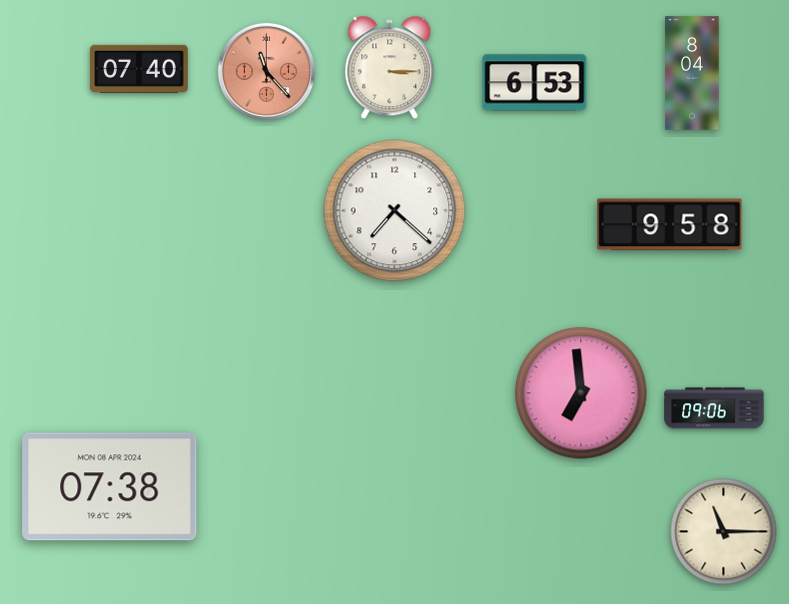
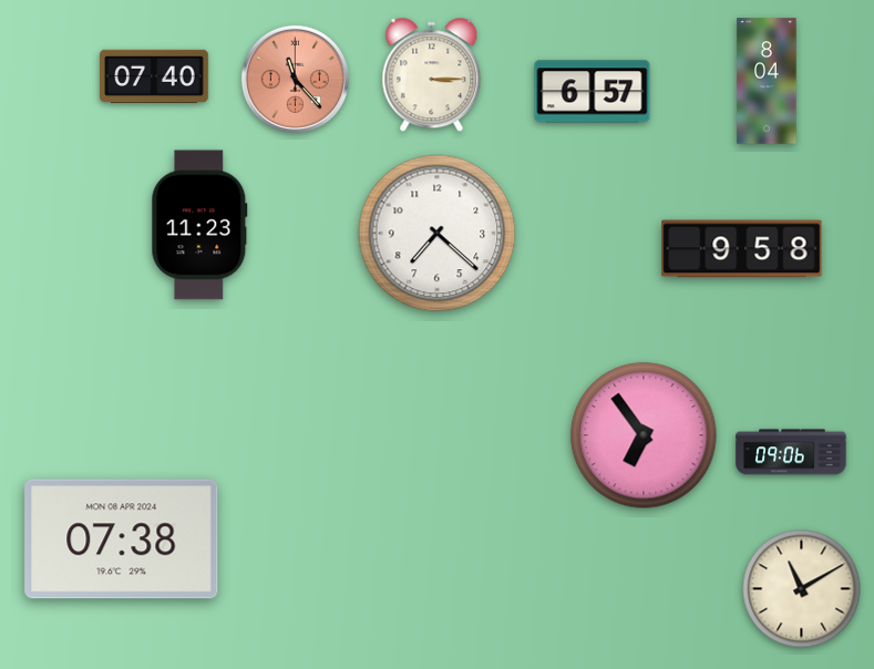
clock at (535, 83): 6:53 -> 6:57
clock at (199, 225): none -> 11:23
clock at (581, 393): 6:59 -> 6:54
clock at (724, 532): 11:15 -> 11:10
